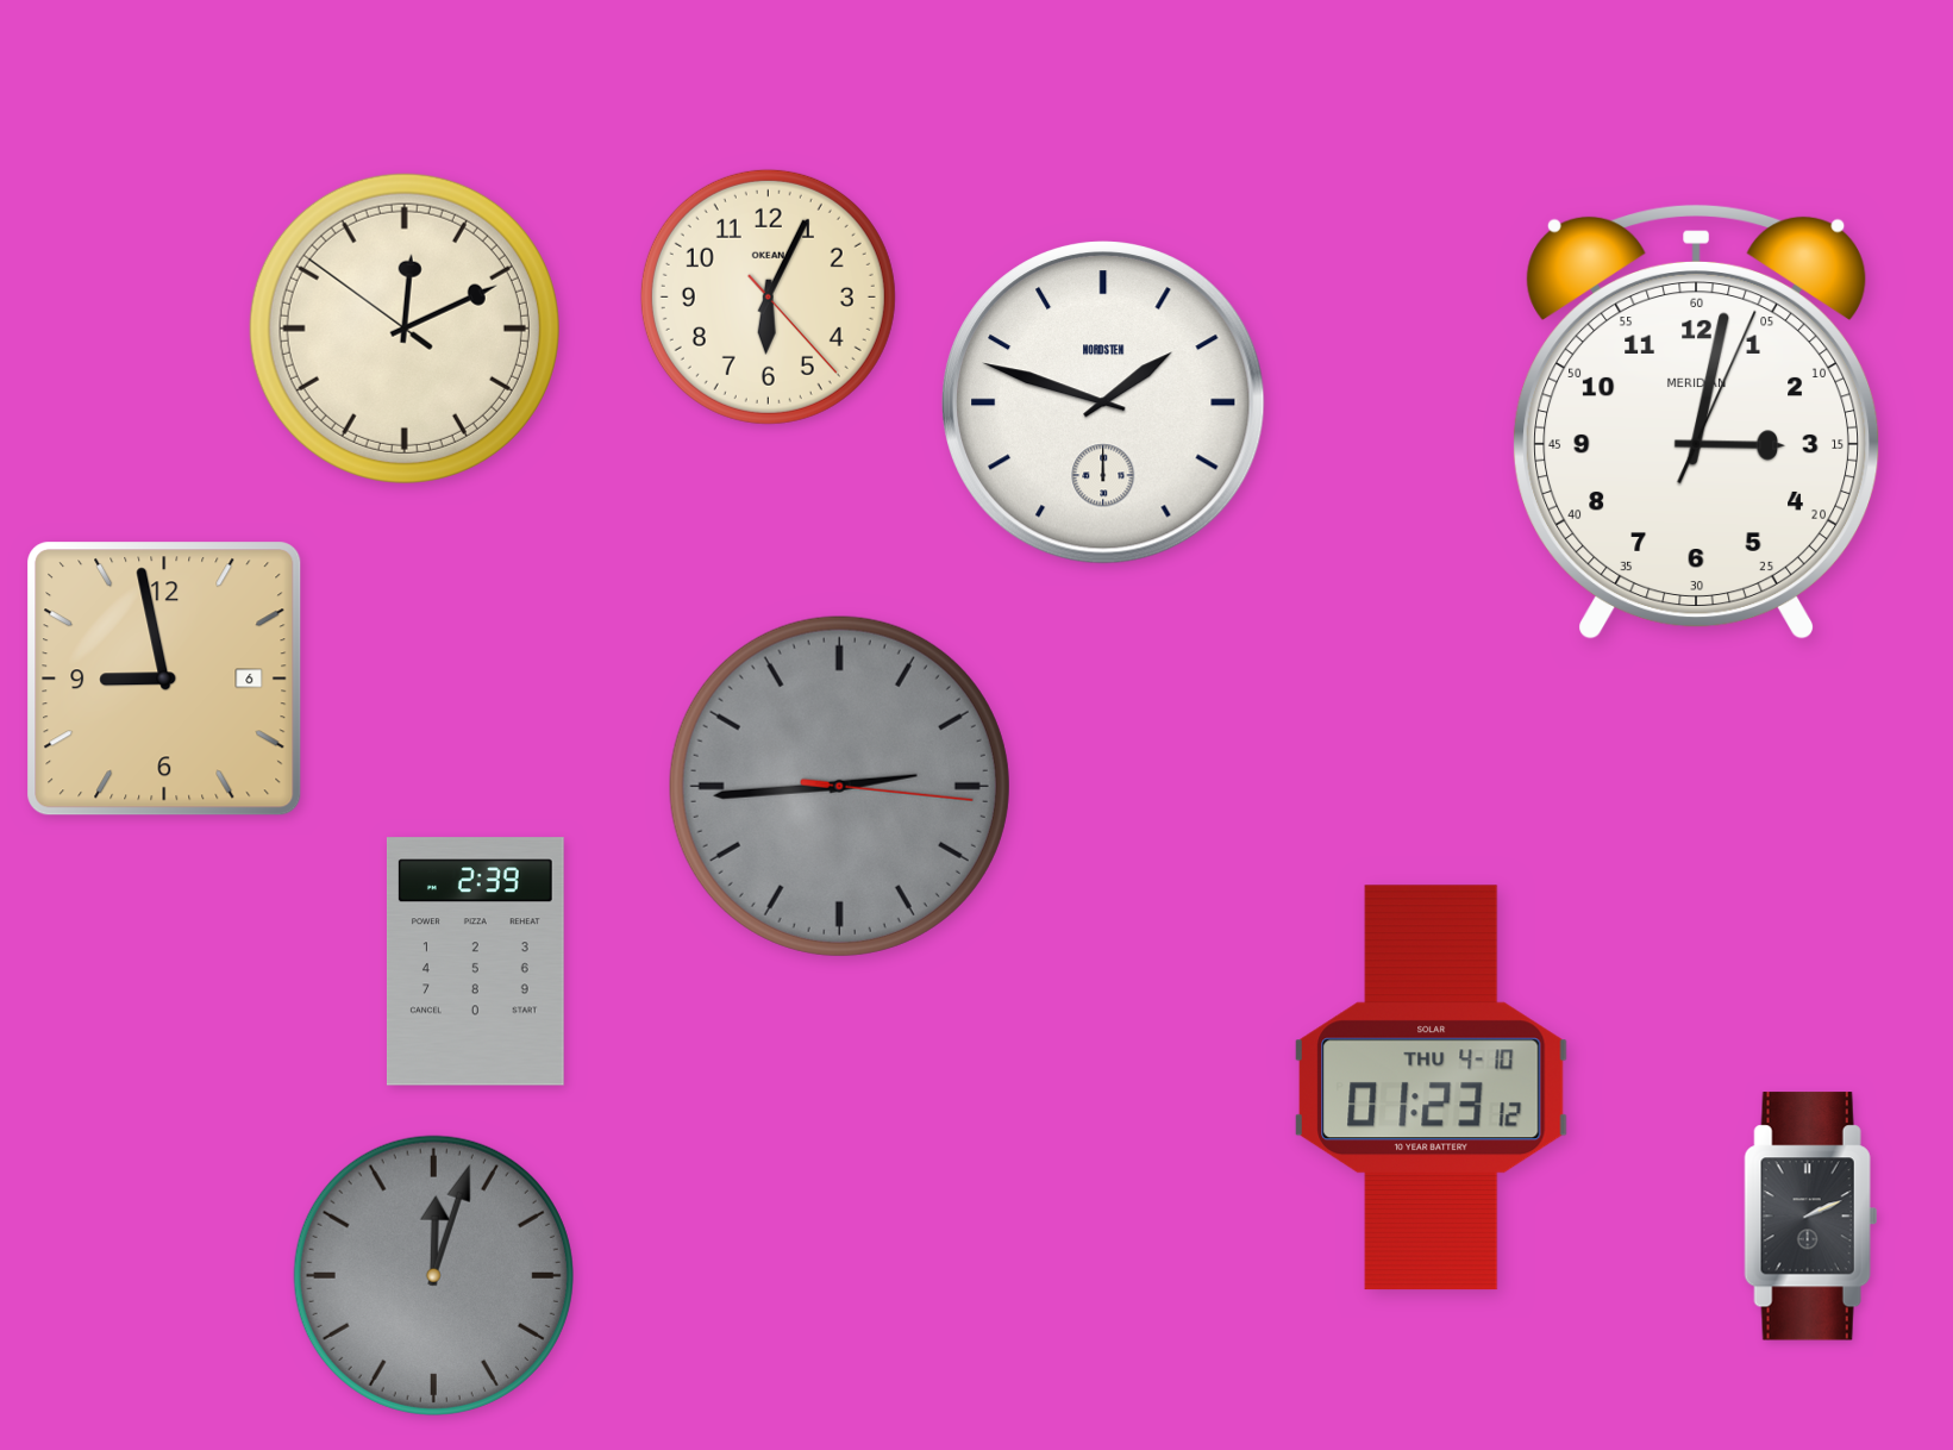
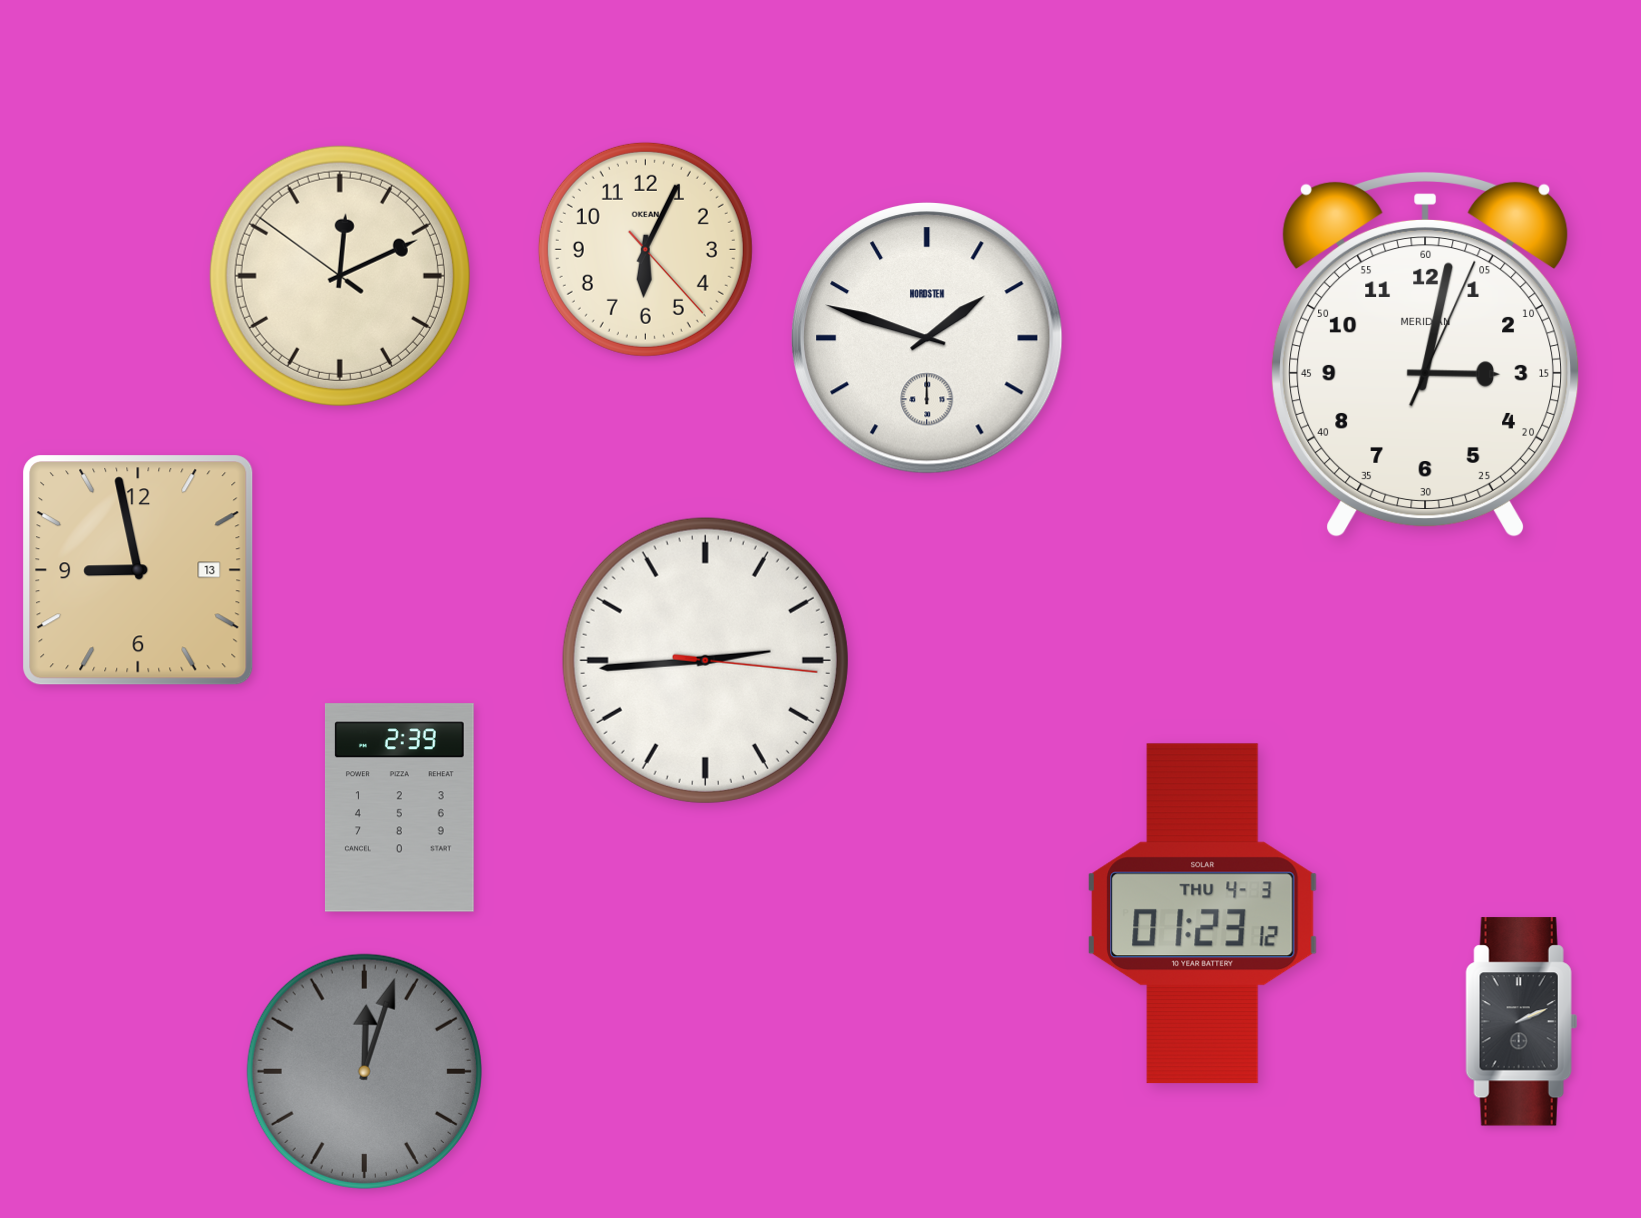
clock at (164, 679) date: 6 -> 13
clock at (839, 786) dial: grey -> white
clock at (1432, 1088) date: THU 4-10 -> THU 4-3
